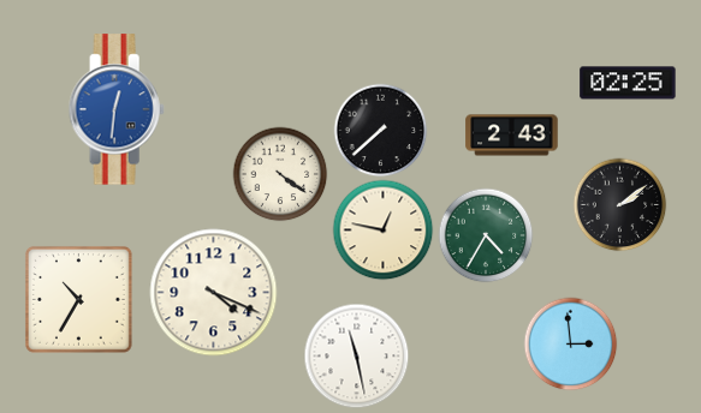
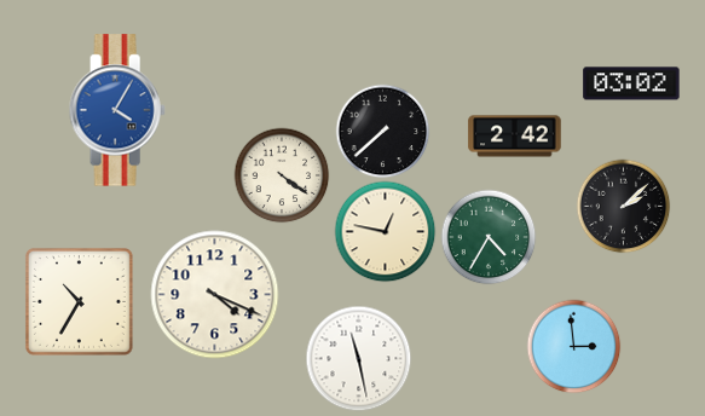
clock at (628, 83): 02:25 -> 03:02
clock at (117, 109): 12:31 -> 4:05
clock at (512, 136): 2:43 -> 2:42
clock at (619, 204): 2:09 -> 2:08
